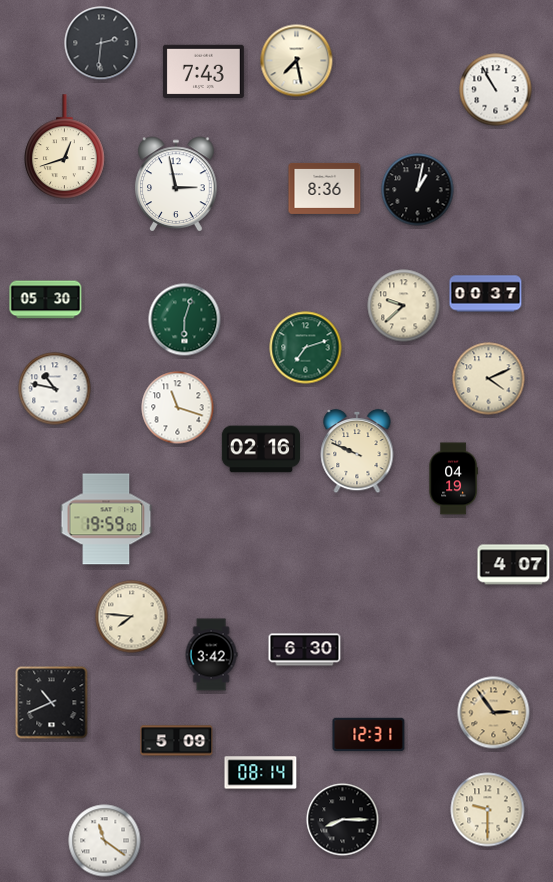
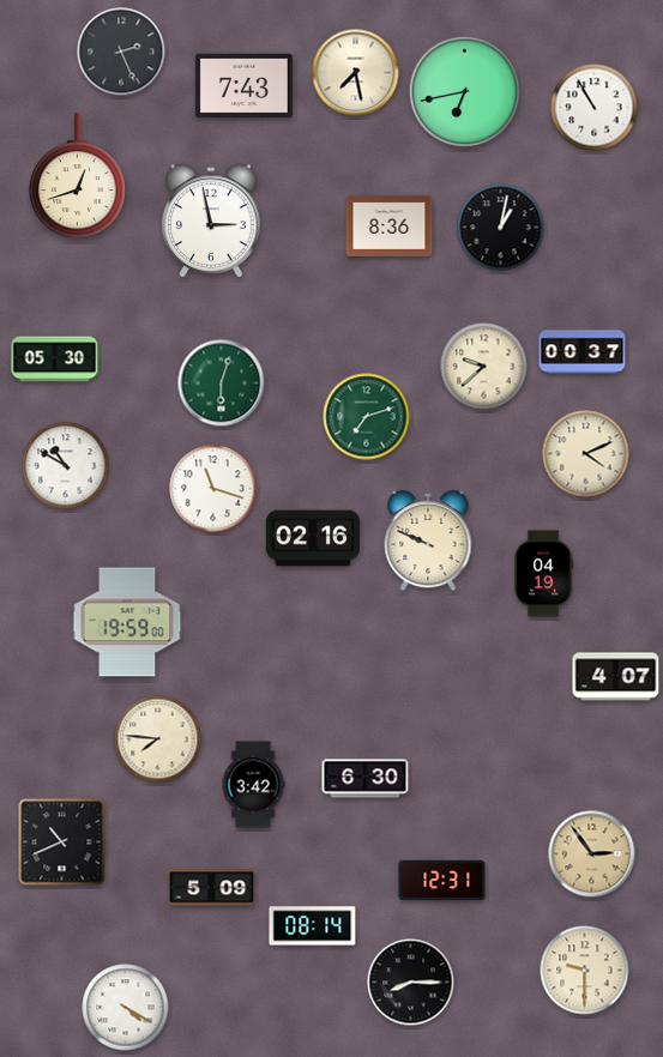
clock at (101, 43): 2:31 -> 2:26
clock at (465, 92): none -> 6:43
clock at (55, 389): 10:47 -> 10:50
clock at (105, 841): 11:21 -> 4:20
